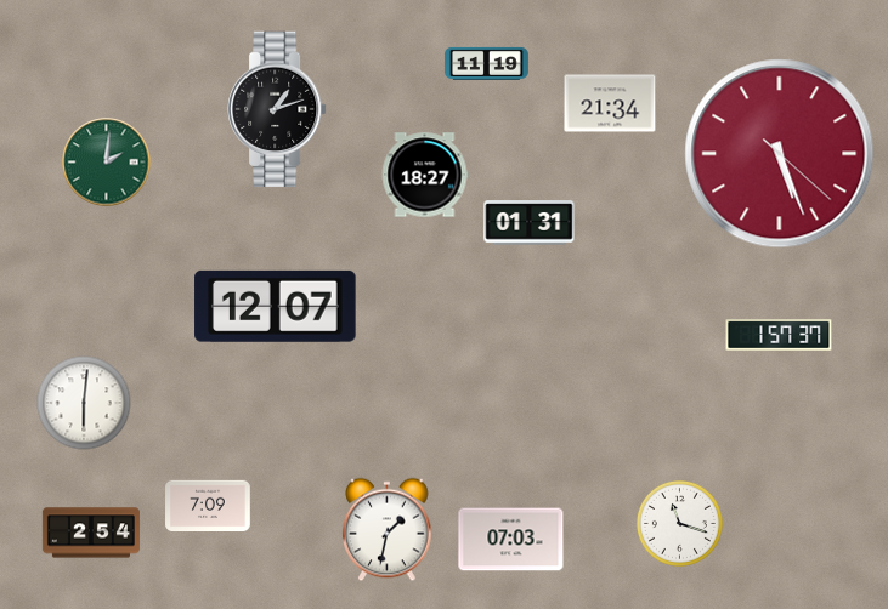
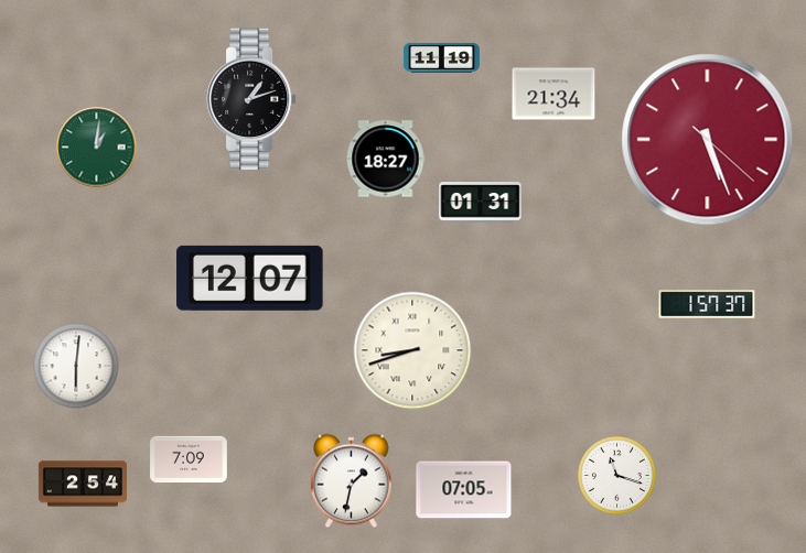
clock at (107, 163): 2:01 -> 1:01
clock at (412, 350): none -> 8:42
clock at (511, 540): 07:03 -> 07:05
